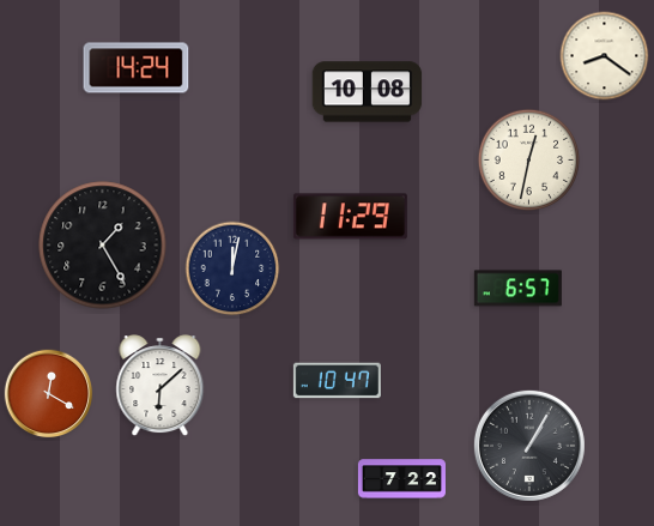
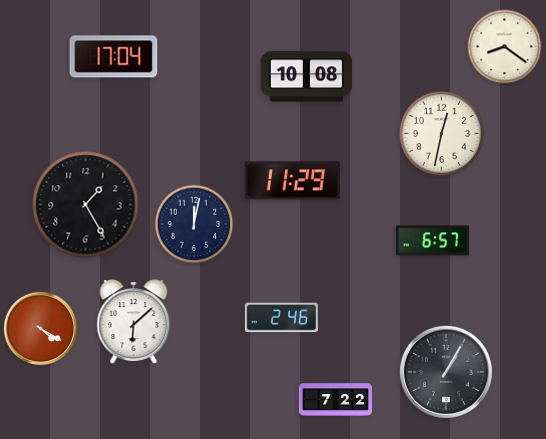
clock at (137, 68): 14:24 -> 17:04
clock at (337, 381): 10:47 -> 2:46
clock at (49, 394): 12:20 -> 4:20
clock at (529, 446) position: (529, 446) -> (446, 372)
